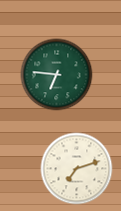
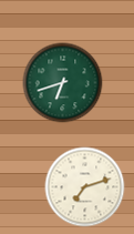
clock at (57, 75): 6:46 -> 6:42
